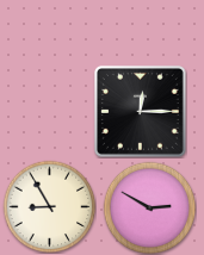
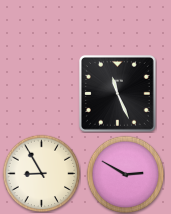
clock at (140, 111): 12:15 -> 11:26
